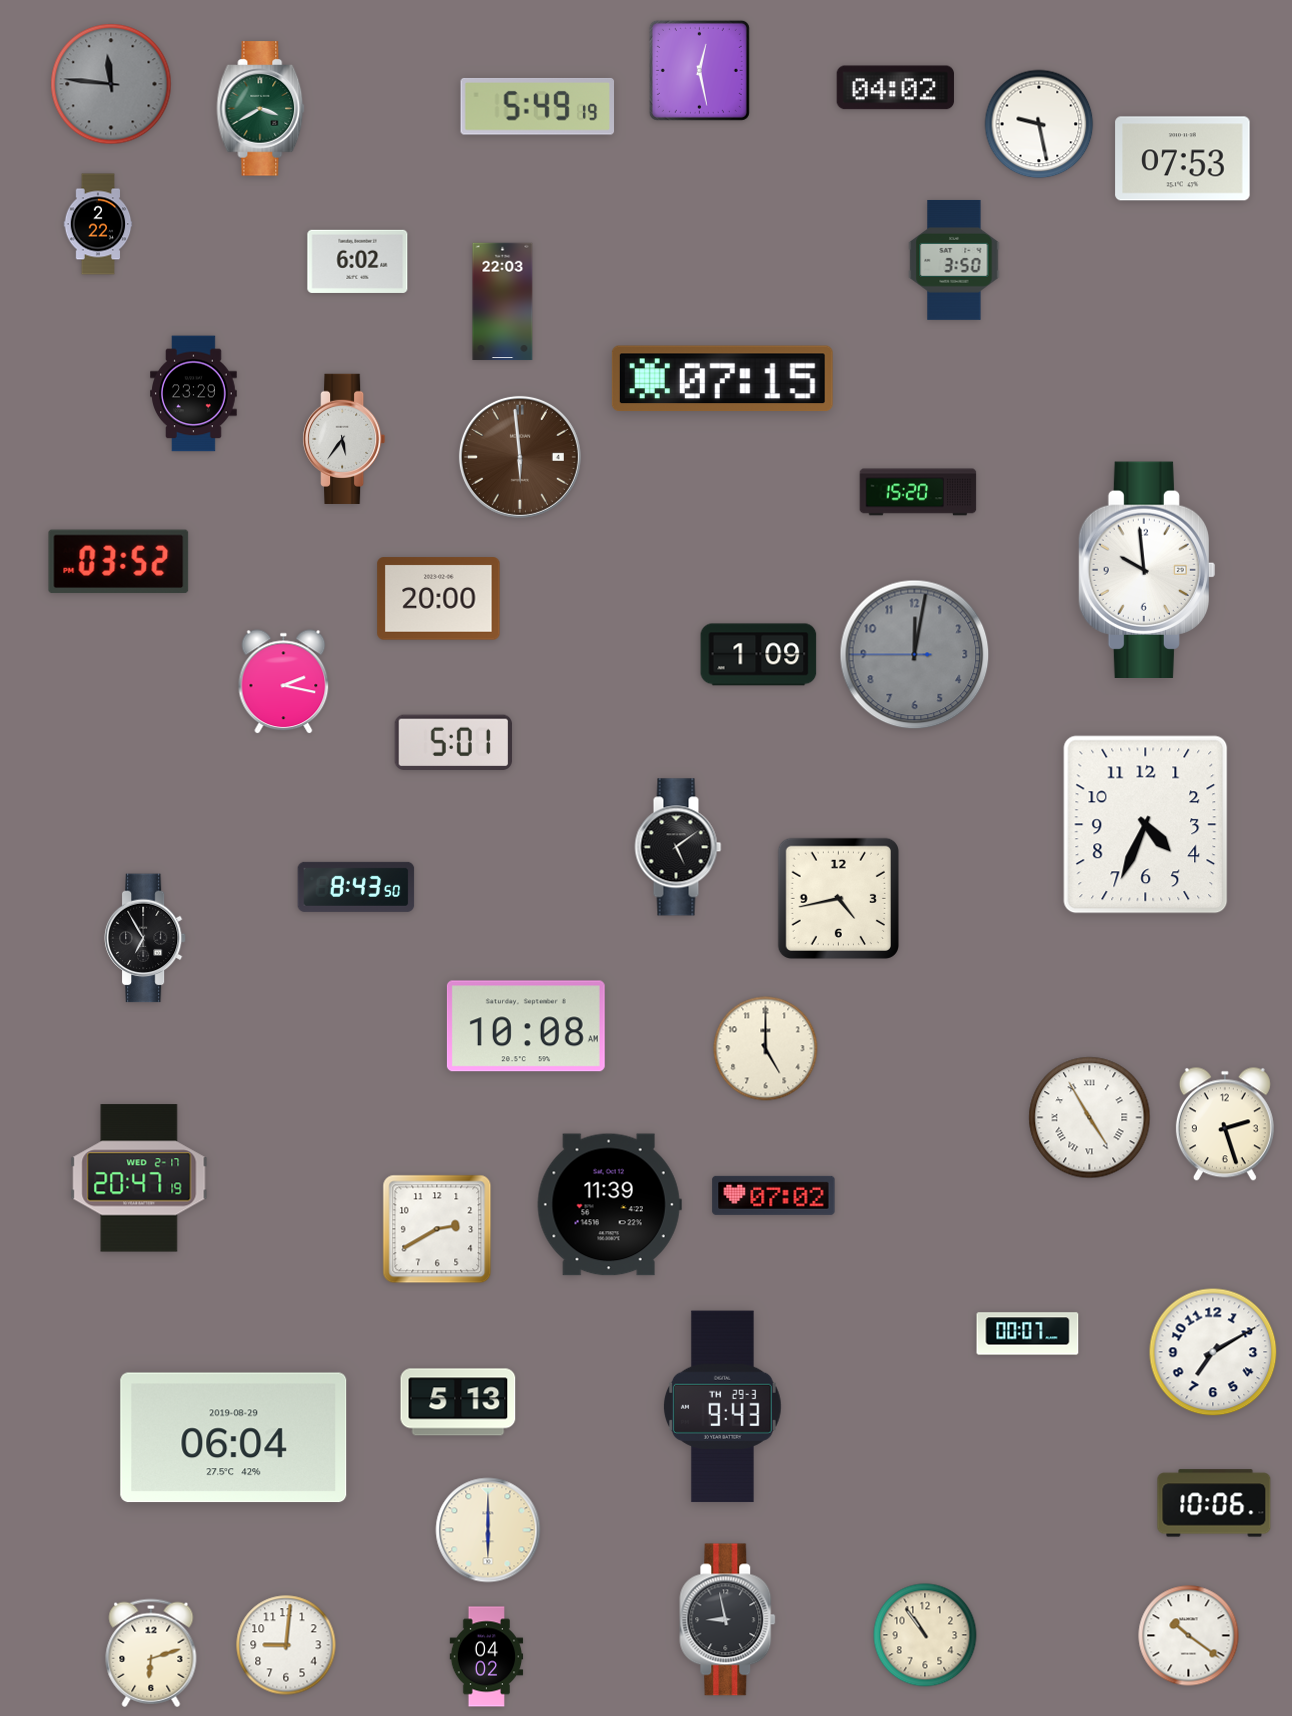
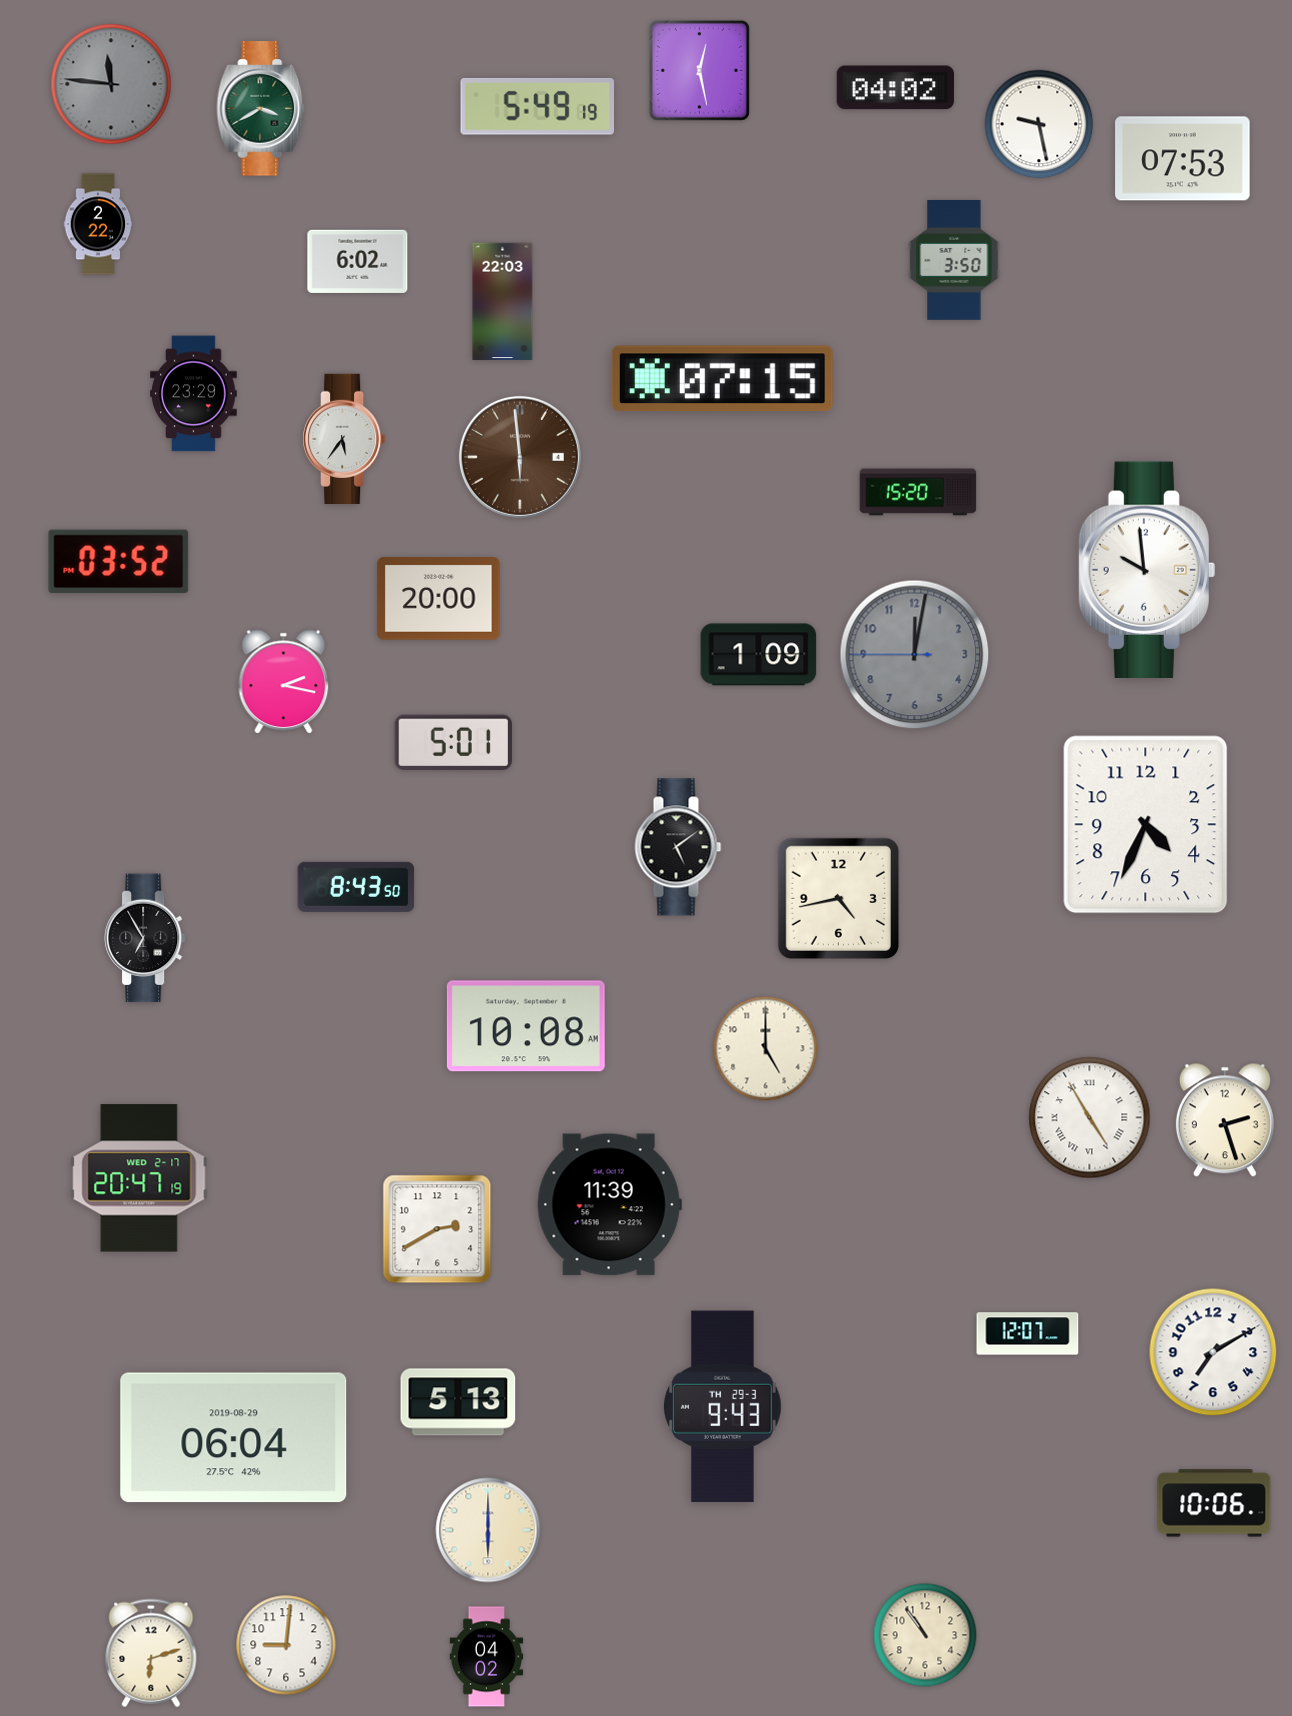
clock at (1225, 1124) position: (1225, 1124) -> (1225, 1120)
clock at (774, 1195): 07:02 -> none
clock at (1028, 1334): 00:07 -> 12:07
clock at (728, 1620): 8:58 -> none
clock at (1189, 1636): 10:21 -> none
